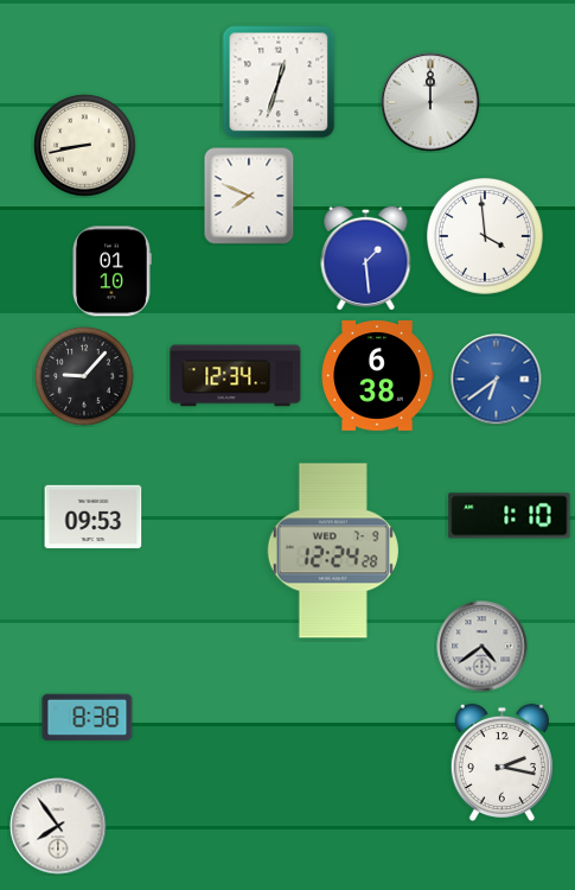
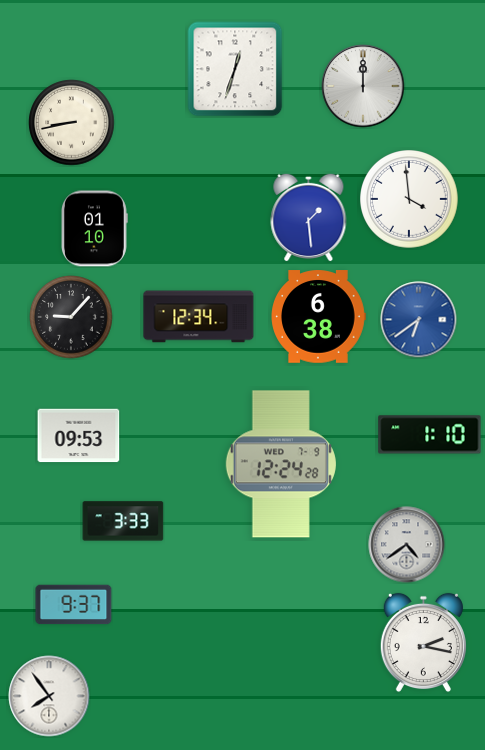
clock at (249, 196): 7:49 -> none
clock at (123, 521): none -> 3:33
clock at (88, 718): 8:38 -> 9:37
